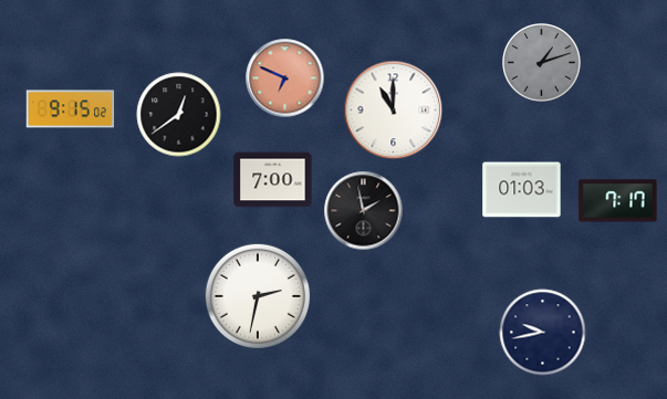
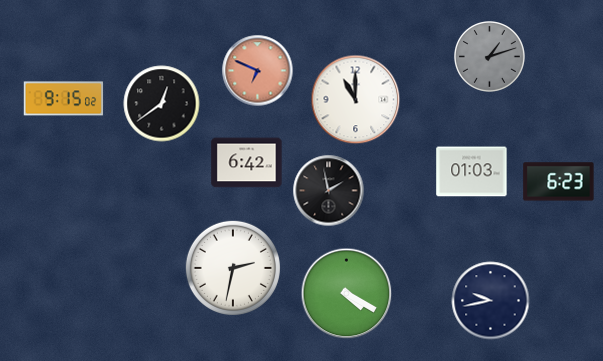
clock at (273, 180): 7:00 -> 6:42
clock at (618, 201): 7:17 -> 6:23
clock at (347, 294): none -> 4:20
